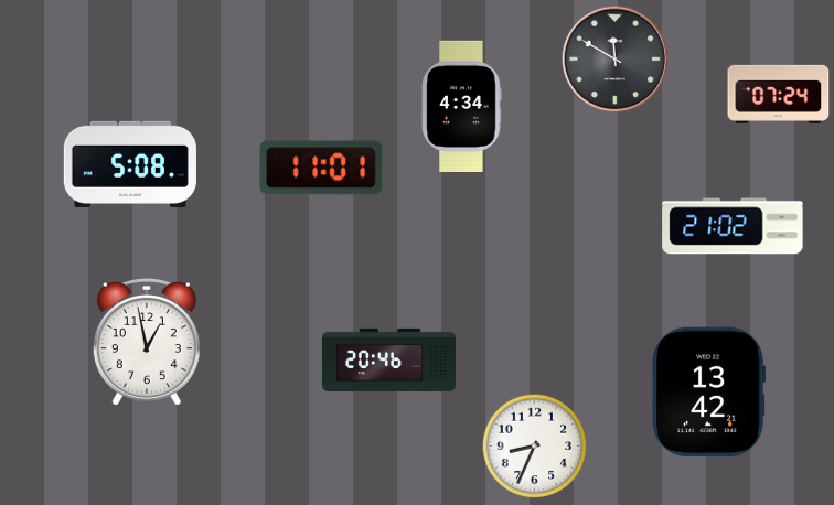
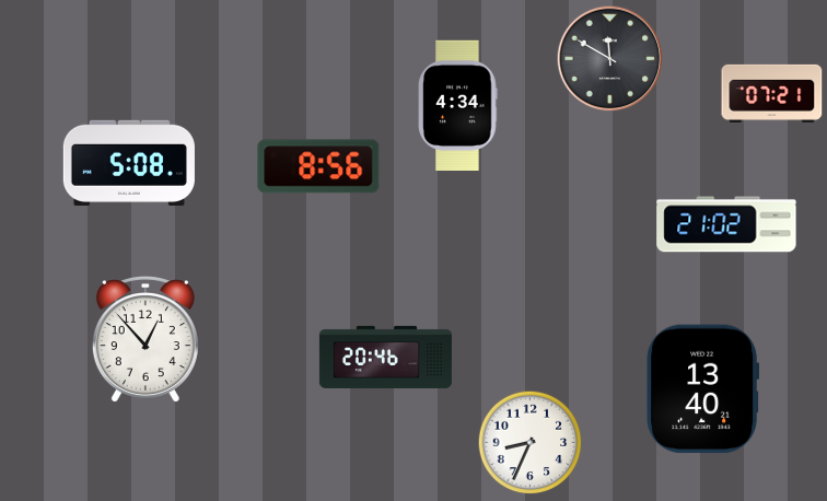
clock at (779, 94): 07:24 -> 07:21
clock at (321, 168): 11:01 -> 8:56
clock at (147, 342): 12:58 -> 12:53
clock at (709, 393): 13:42 -> 13:40
